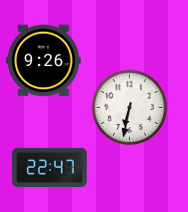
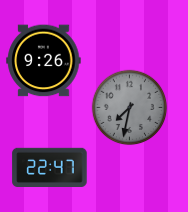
clock at (130, 108): 6:32 -> 7:32
clock at (130, 108) dial: white -> grey
